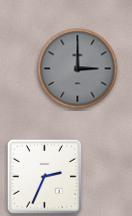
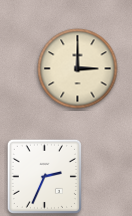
clock at (78, 69) dial: grey -> cream
